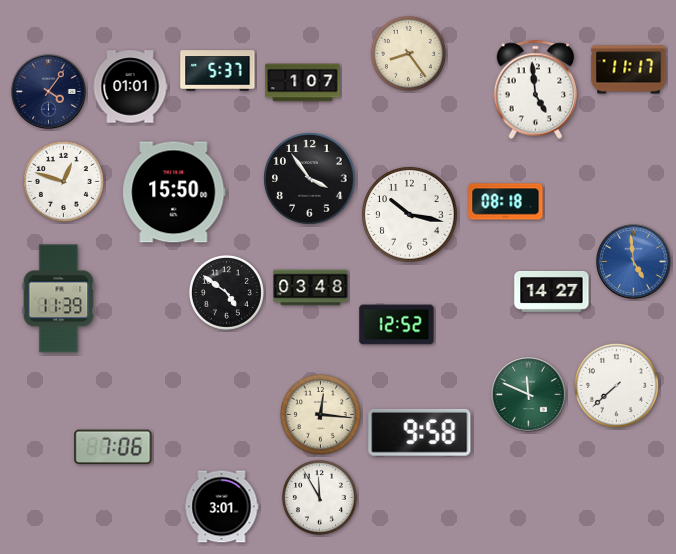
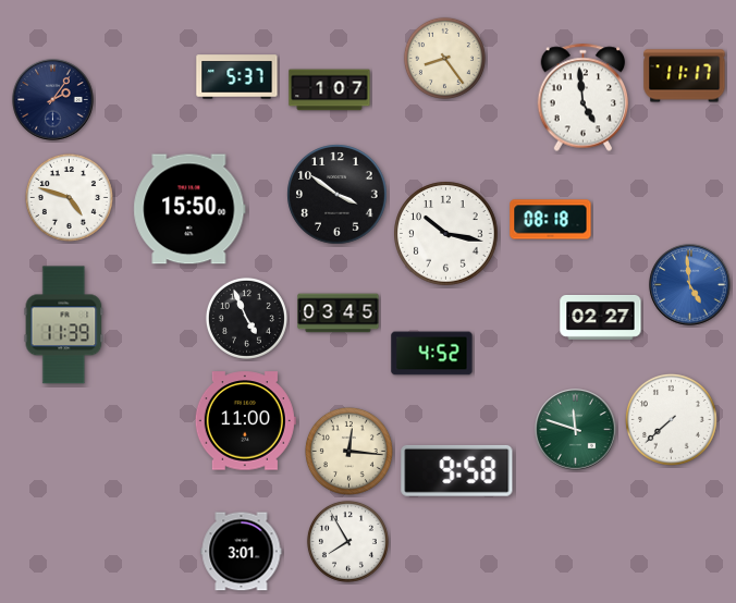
clock at (130, 87): 01:01 -> none
clock at (49, 92): 4:06 -> 2:06
clock at (310, 179): 3:54 -> 3:51
clock at (63, 181): 12:48 -> 4:48
clock at (311, 288): 03:48 -> 03:45
clock at (226, 292): 4:51 -> 4:56
clock at (552, 292): 14:27 -> 02:27
clock at (397, 325): 12:52 -> 4:52
clock at (245, 421): none -> 11:00
clock at (529, 395): 11:49 -> 11:48
clock at (113, 447): 7:06 -> none
clock at (319, 497): 11:55 -> 7:55
